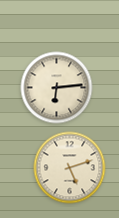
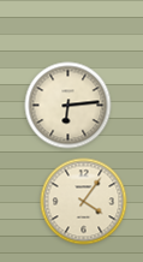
clock at (70, 168): 5:12 -> 4:06
